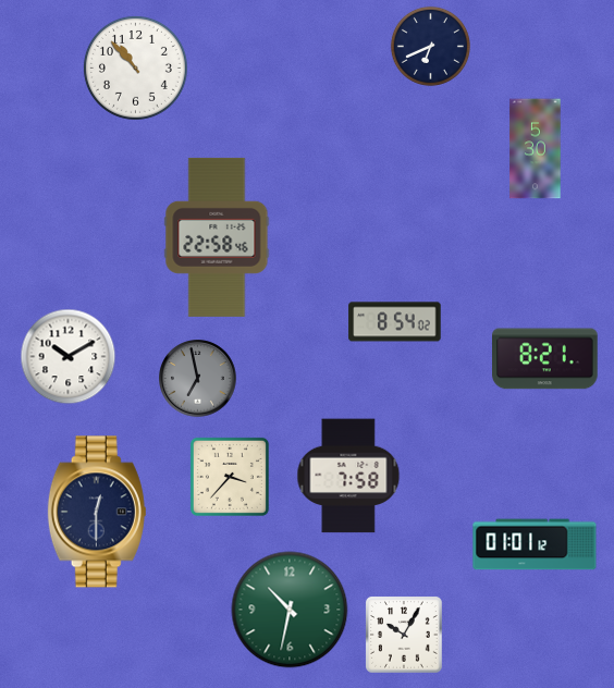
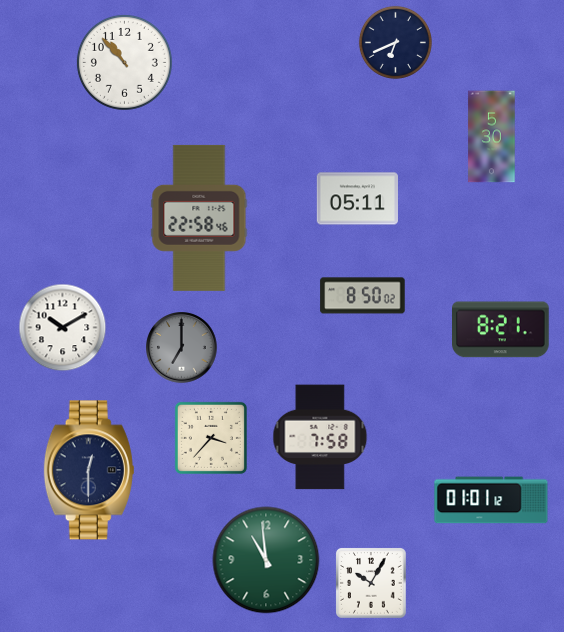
clock at (357, 199): none -> 05:11
clock at (395, 322): 8:54 -> 8:50
clock at (198, 379): 6:58 -> 7:00
clock at (290, 610): 10:32 -> 10:59
